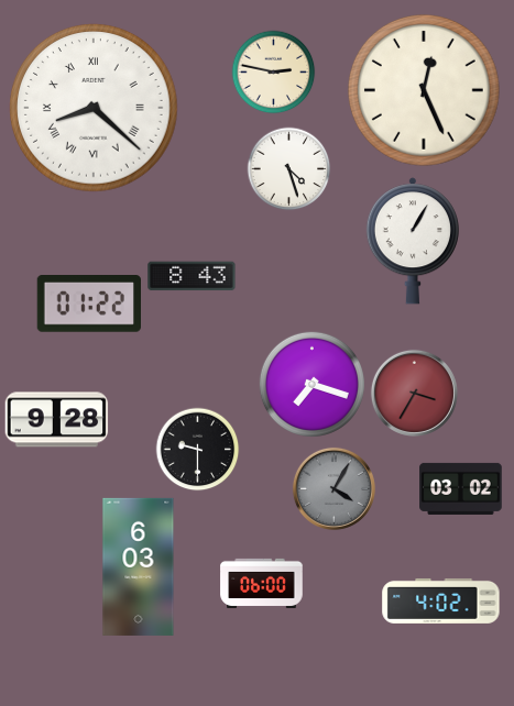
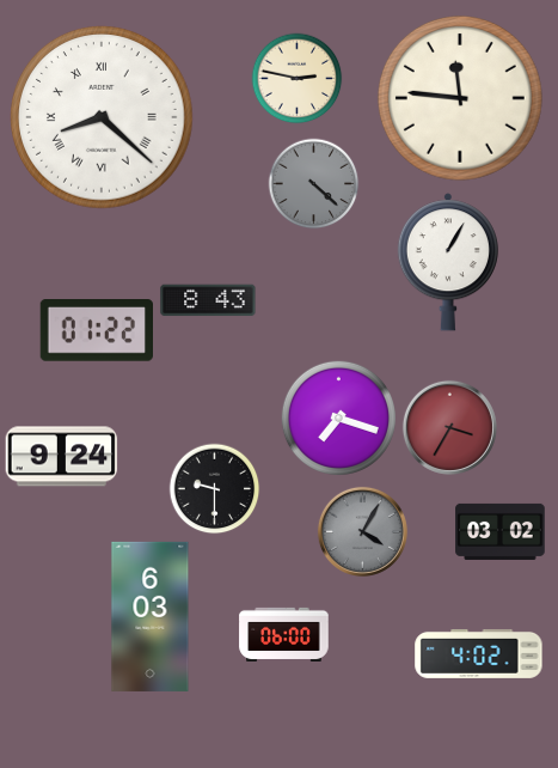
clock at (424, 90): 12:26 -> 11:46
clock at (289, 169): 4:27 -> 4:22
clock at (289, 169) dial: white -> grey
clock at (57, 420): 9:28 -> 9:24
